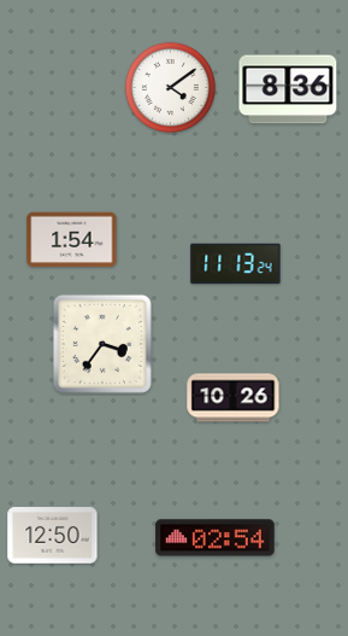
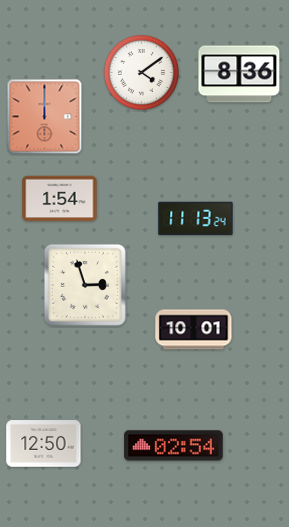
clock at (45, 117): none -> 12:00
clock at (102, 344): 3:36 -> 2:57
clock at (234, 398): 10:26 -> 10:01
clock at (216, 538) position: (216, 538) -> (174, 446)
